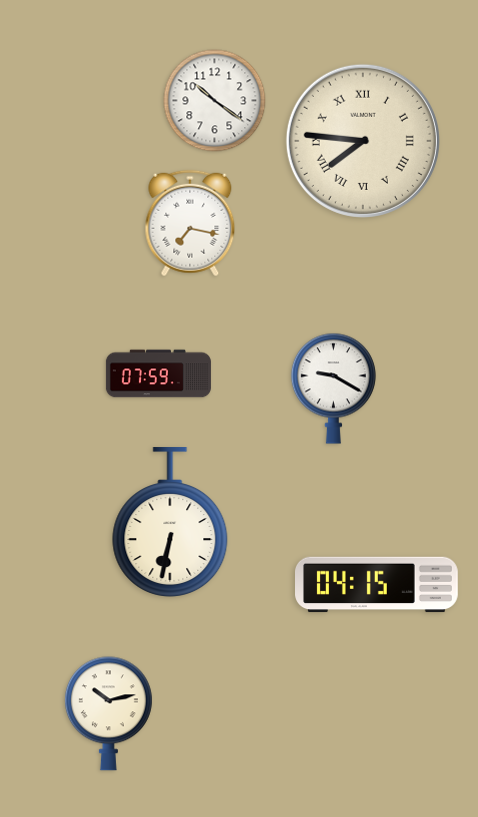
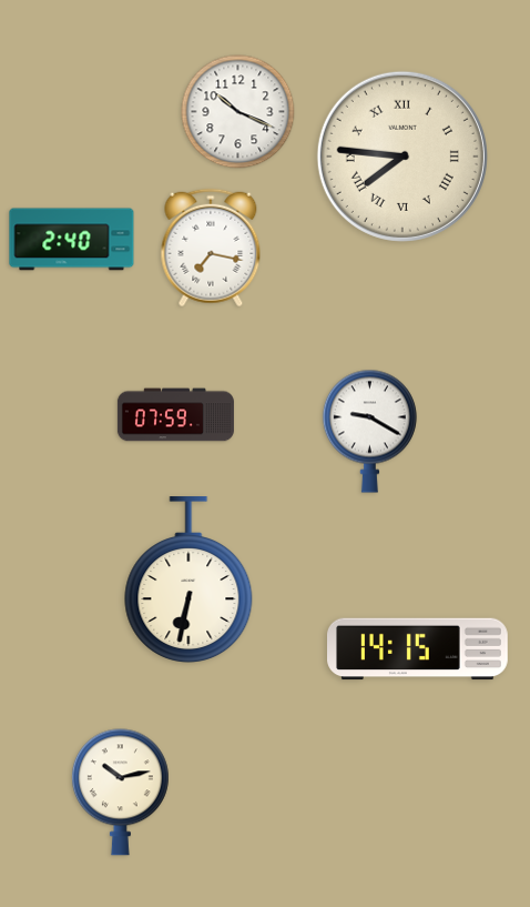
clock at (215, 101): 10:21 -> 10:19
clock at (72, 240): none -> 2:40
clock at (377, 585): 04:15 -> 14:15
